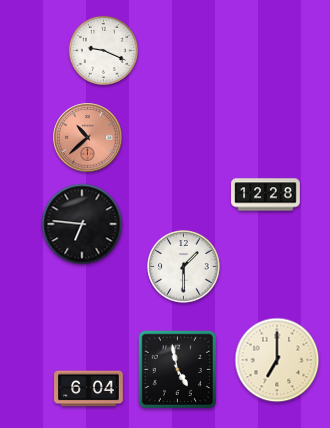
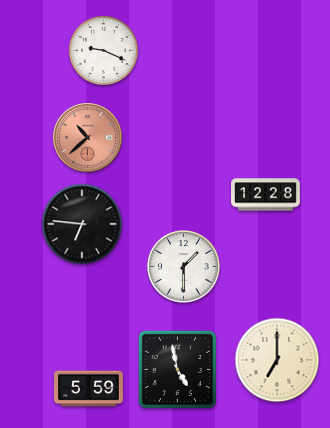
clock at (89, 389): 6:04 -> 5:59
